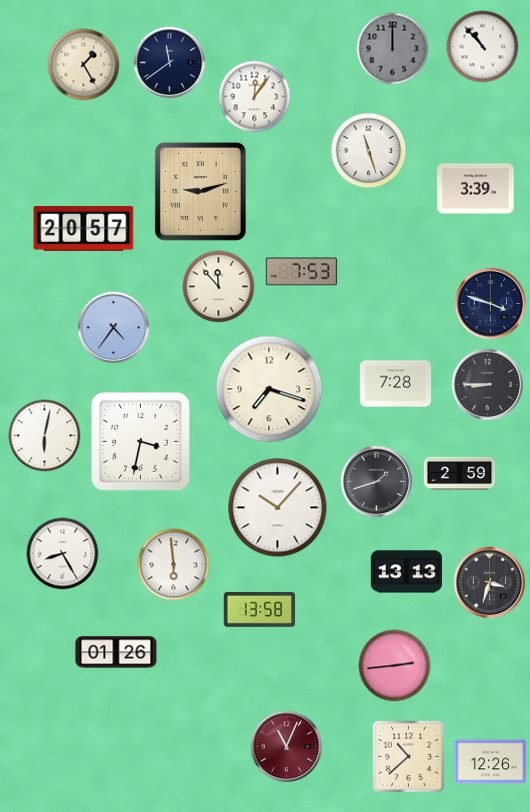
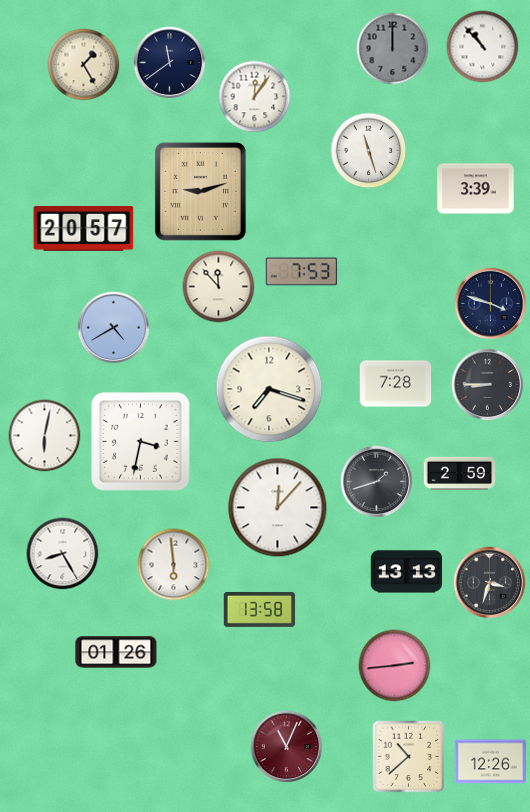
clock at (114, 328): 4:36 -> 4:40
clock at (278, 508): 10:07 -> 12:07
